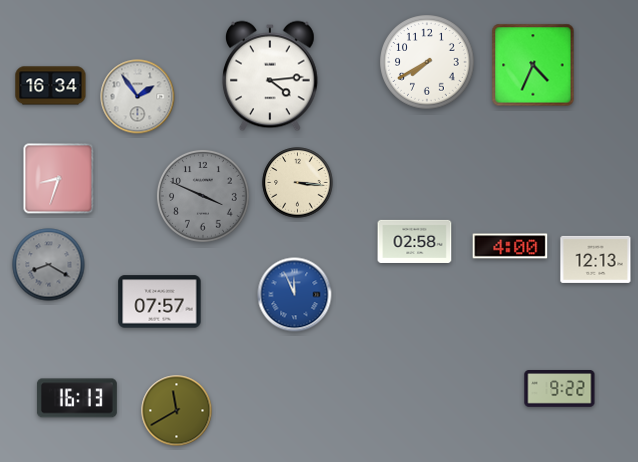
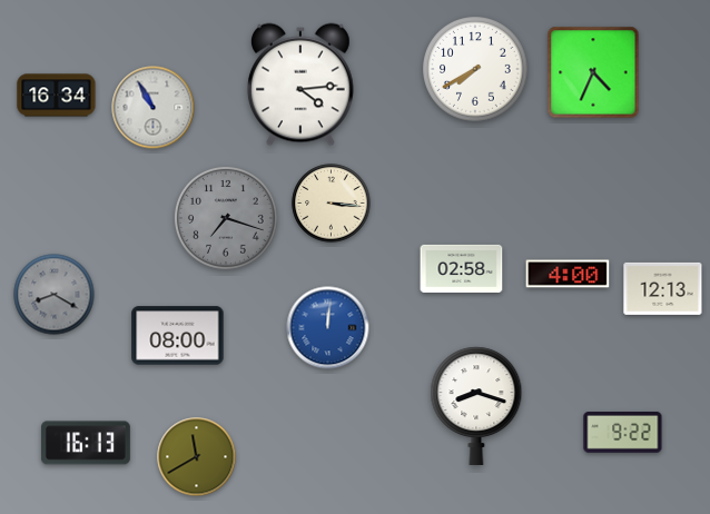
clock at (138, 97): 1:54 -> 10:55
clock at (59, 179): 8:33 -> none
clock at (203, 196): 3:49 -> 7:18
clock at (295, 295): 11:56 -> 12:01
clock at (160, 302): 07:57 -> 08:00
clock at (476, 406): none -> 8:18
